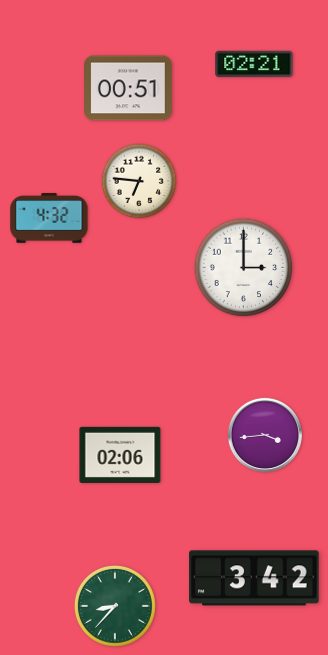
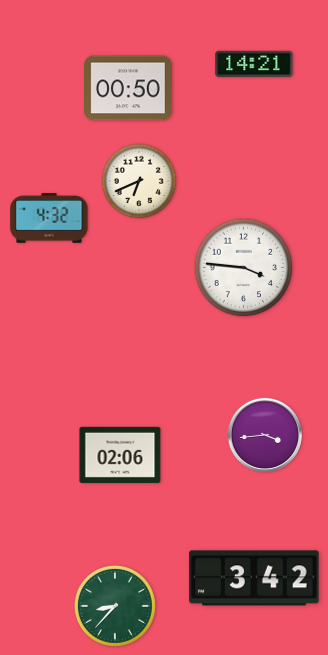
clock at (254, 64): 02:21 -> 14:21
clock at (129, 88): 00:51 -> 00:50
clock at (139, 181): 6:46 -> 6:41
clock at (244, 268): 3:00 -> 3:46
